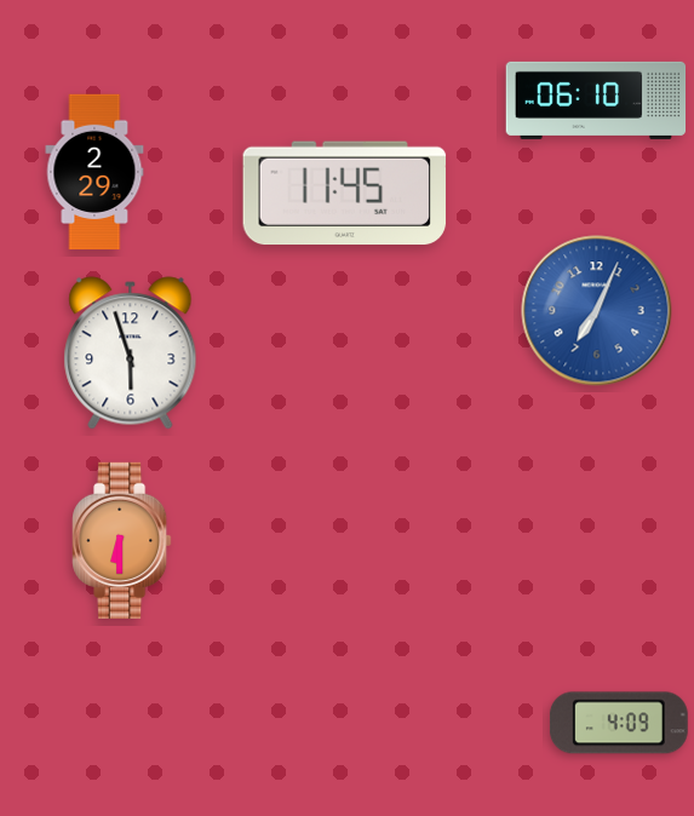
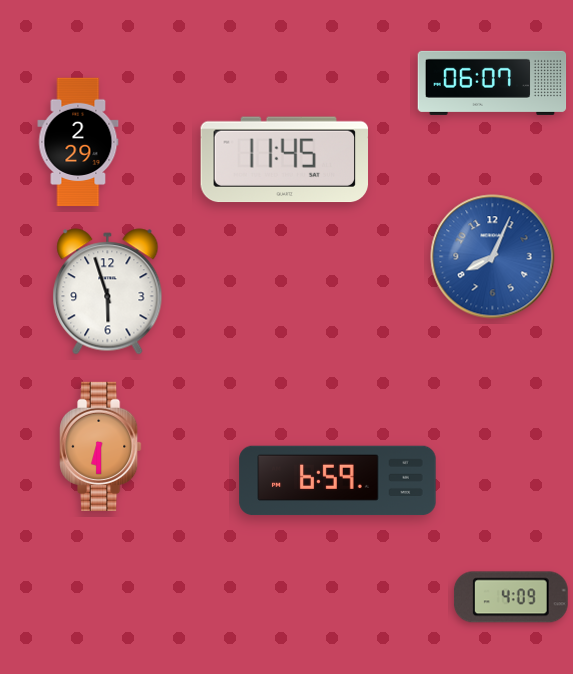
clock at (596, 100): 06:10 -> 06:07
clock at (597, 311): 7:04 -> 8:04
clock at (338, 481): none -> 6:59
